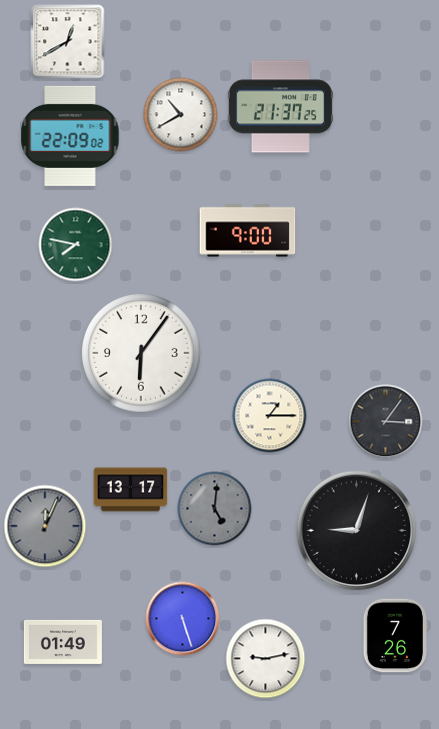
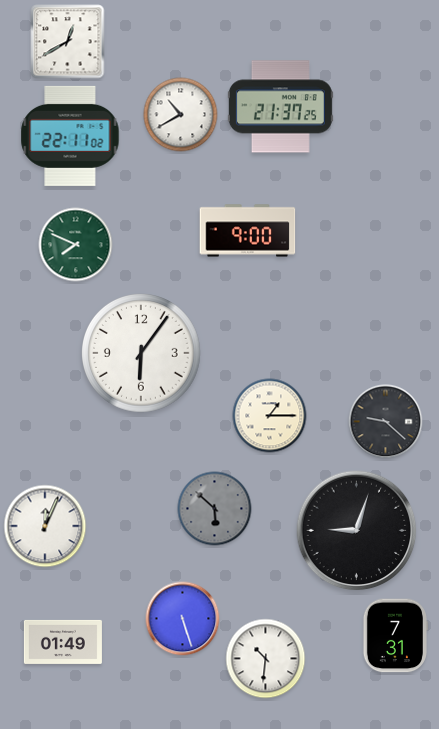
clock at (70, 136): 22:09 -> 22:11
clock at (76, 245): 7:47 -> 7:49
clock at (386, 422): 3:06 -> 9:22
clock at (131, 490): 13:17 -> none
clock at (215, 509): 5:01 -> 5:52
clock at (45, 526) dial: grey -> white
clock at (394, 636): 7:26 -> 7:31
clock at (266, 659): 9:13 -> 10:31
